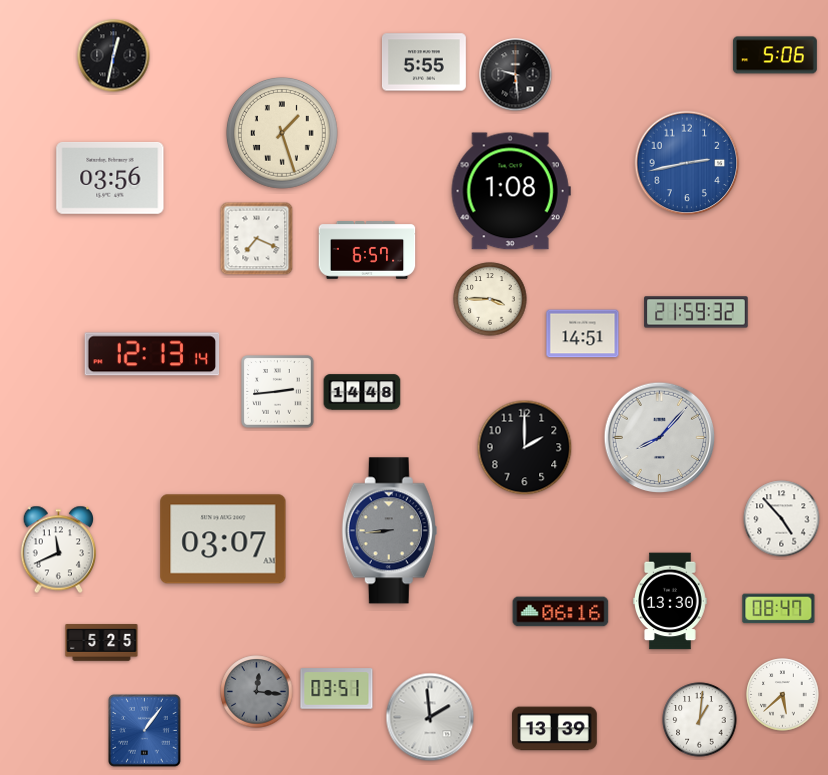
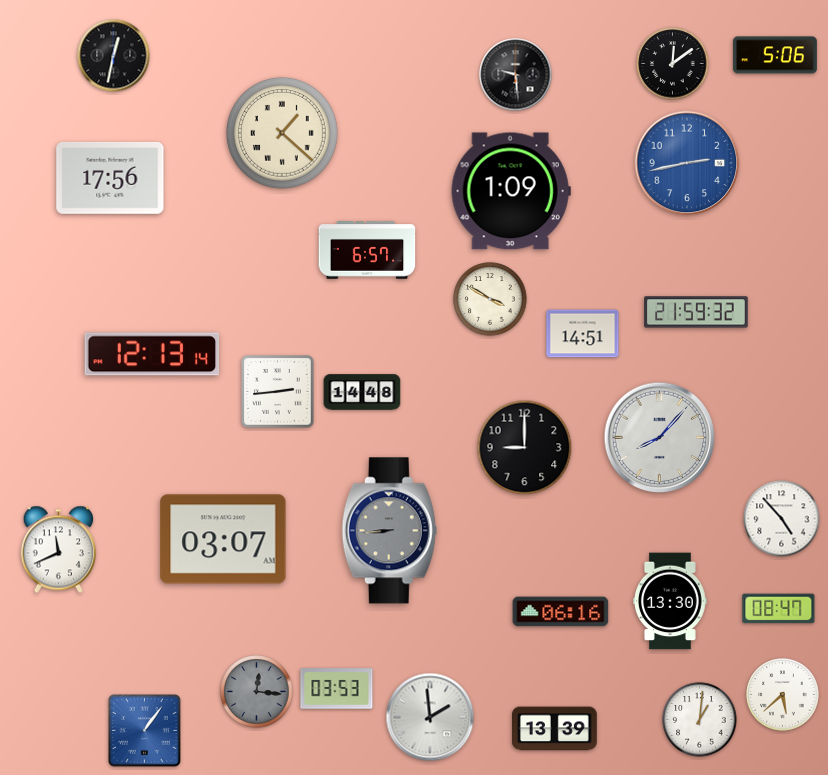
clock at (424, 62): 5:55 -> none
clock at (673, 64): none -> 12:09
clock at (282, 133): 1:27 -> 1:22
clock at (110, 178): 03:56 -> 17:56
clock at (511, 191): 1:08 -> 1:09
clock at (257, 239): 7:19 -> none
clock at (490, 299): 3:45 -> 3:50
clock at (525, 448): 2:00 -> 9:00
clock at (102, 643): 5:25 -> none
clock at (337, 689): 03:51 -> 03:53
